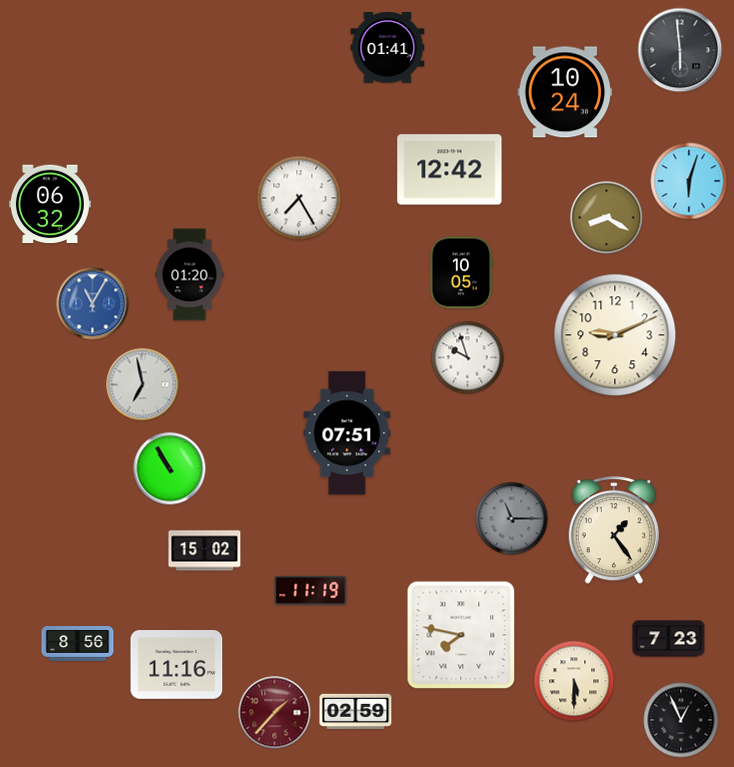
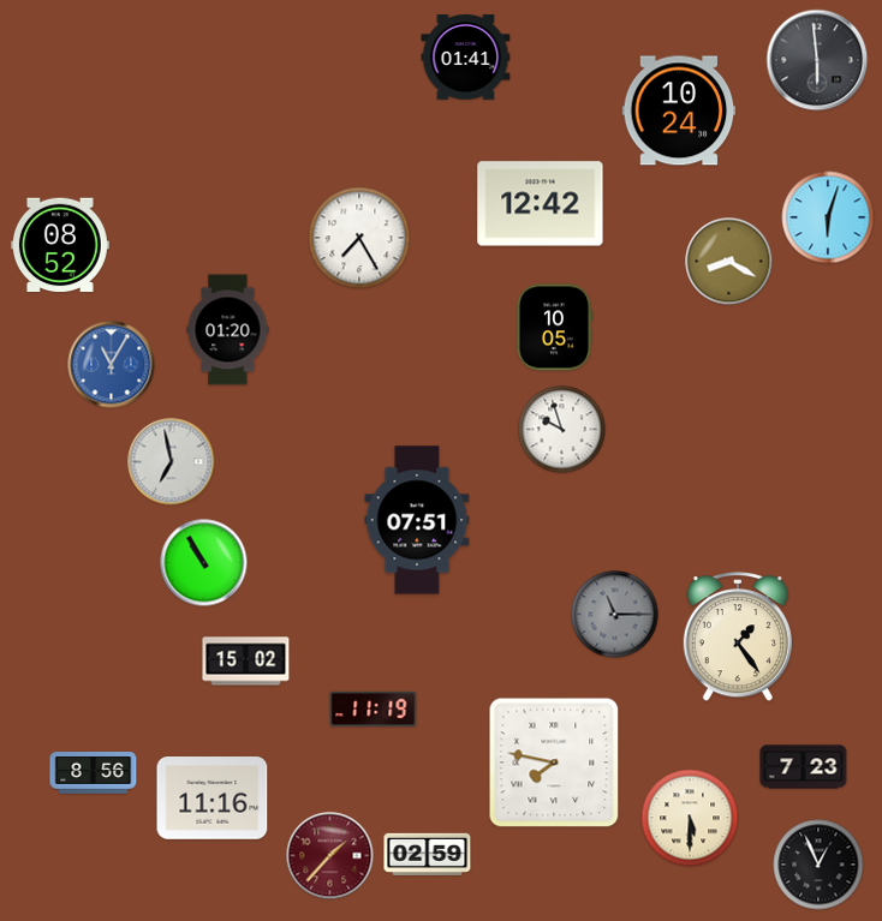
clock at (50, 204): 06:32 -> 08:52
clock at (615, 335): 9:11 -> none
clock at (512, 519) position: (512, 519) -> (615, 615)
